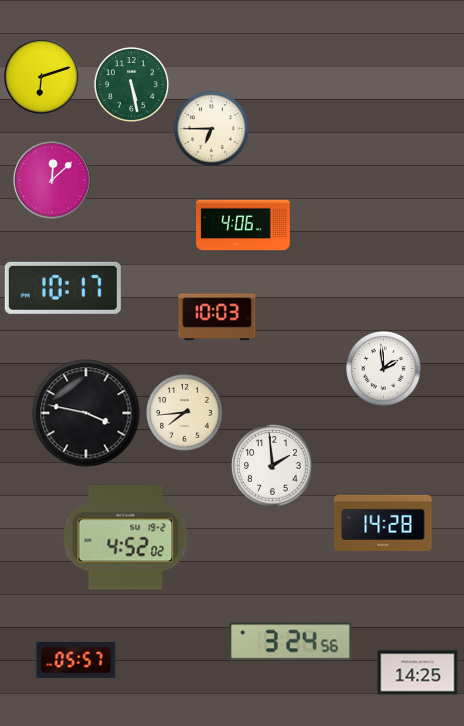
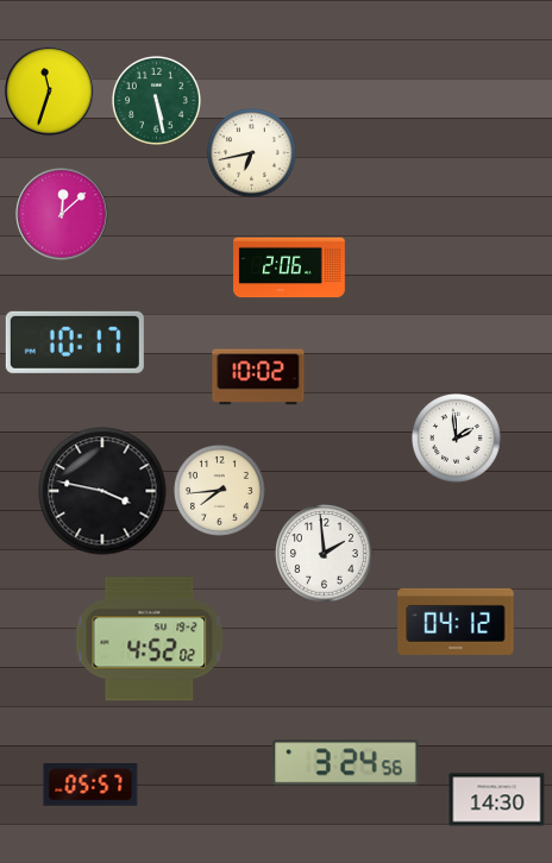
clock at (42, 77): 6:12 -> 11:33
clock at (211, 128): 6:45 -> 6:43
clock at (243, 225): 4:06 -> 2:06
clock at (217, 317): 10:03 -> 10:02
clock at (383, 523): 14:28 -> 04:12
clock at (418, 673): 14:25 -> 14:30
